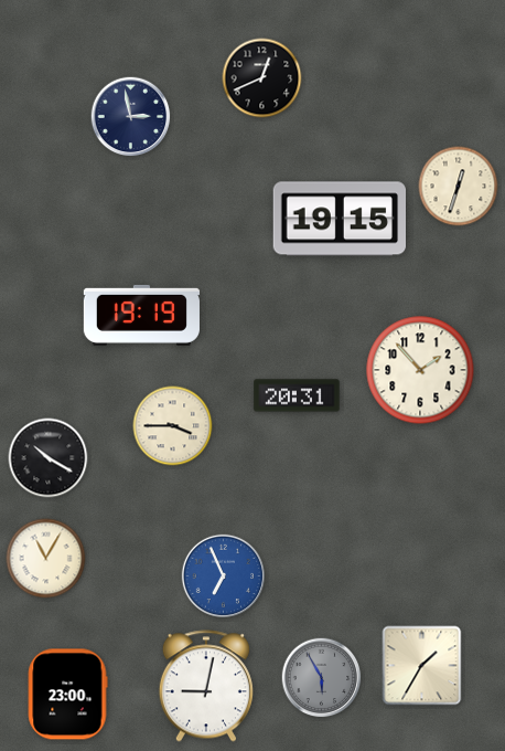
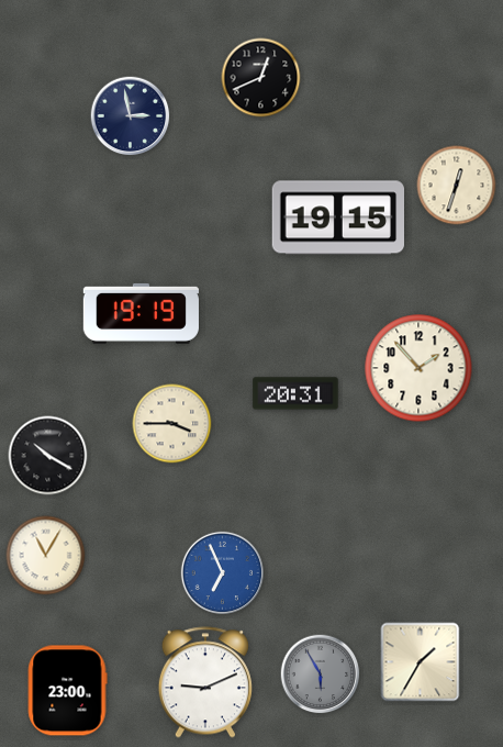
clock at (206, 686): 9:02 -> 9:11
